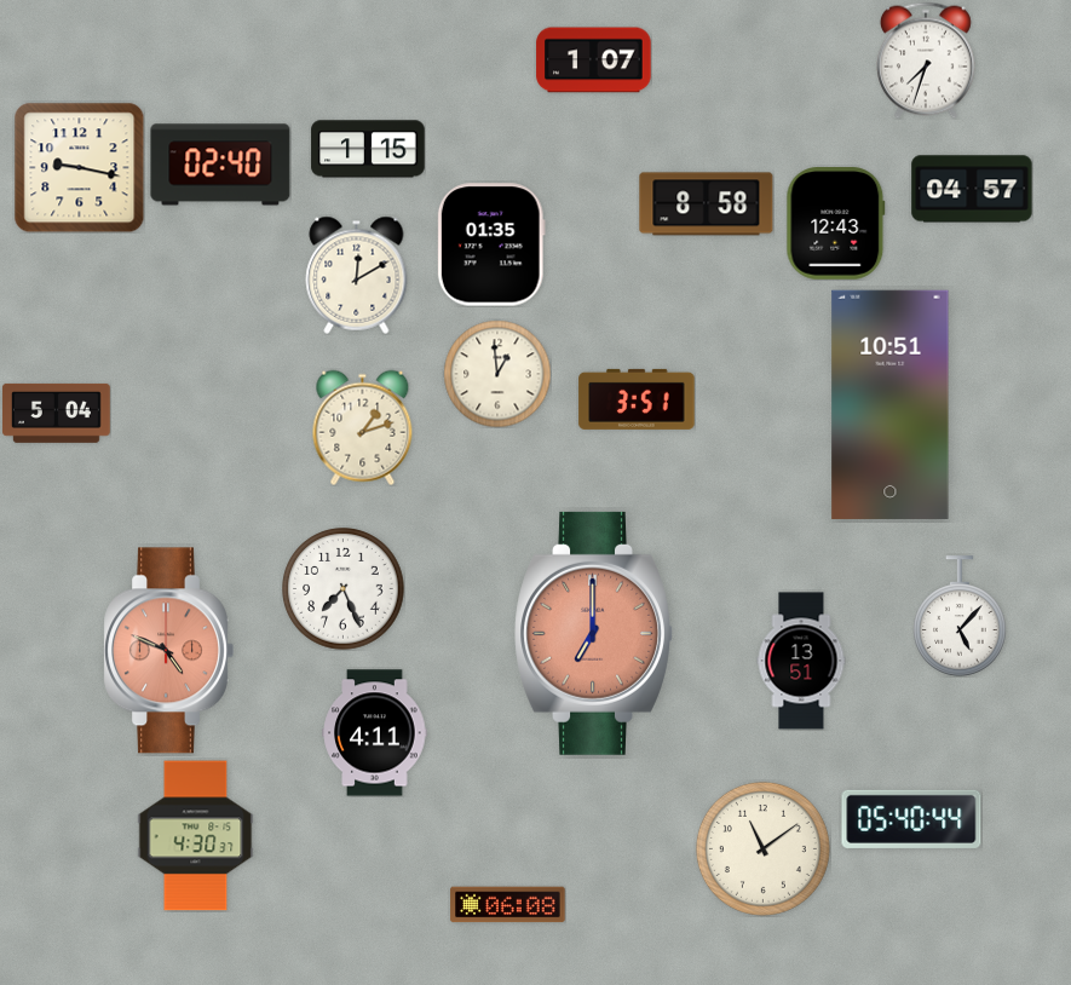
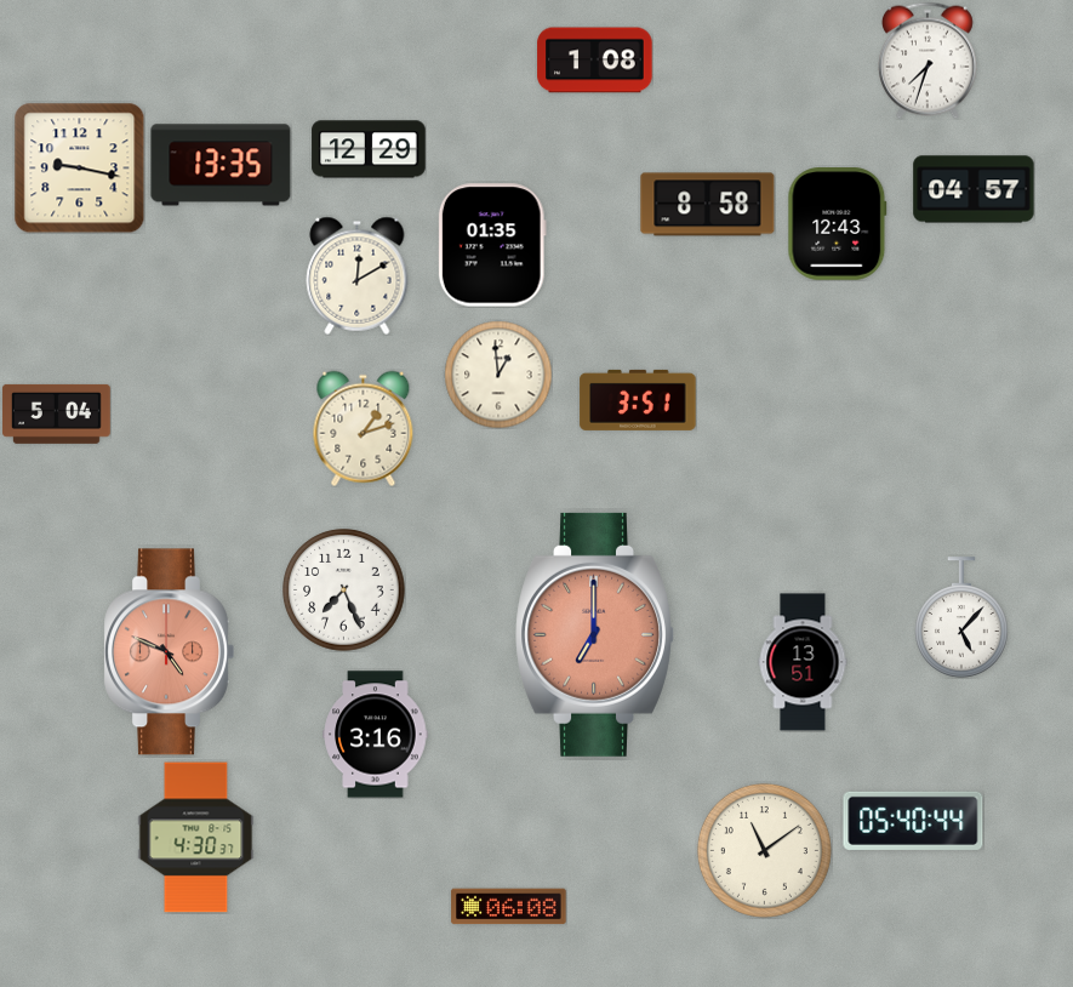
clock at (594, 61): 1:07 -> 1:08
clock at (368, 149): 1:15 -> 12:29
clock at (220, 165): 02:40 -> 13:35
clock at (891, 404): 10:51 -> none
clock at (375, 733): 4:11 -> 3:16
